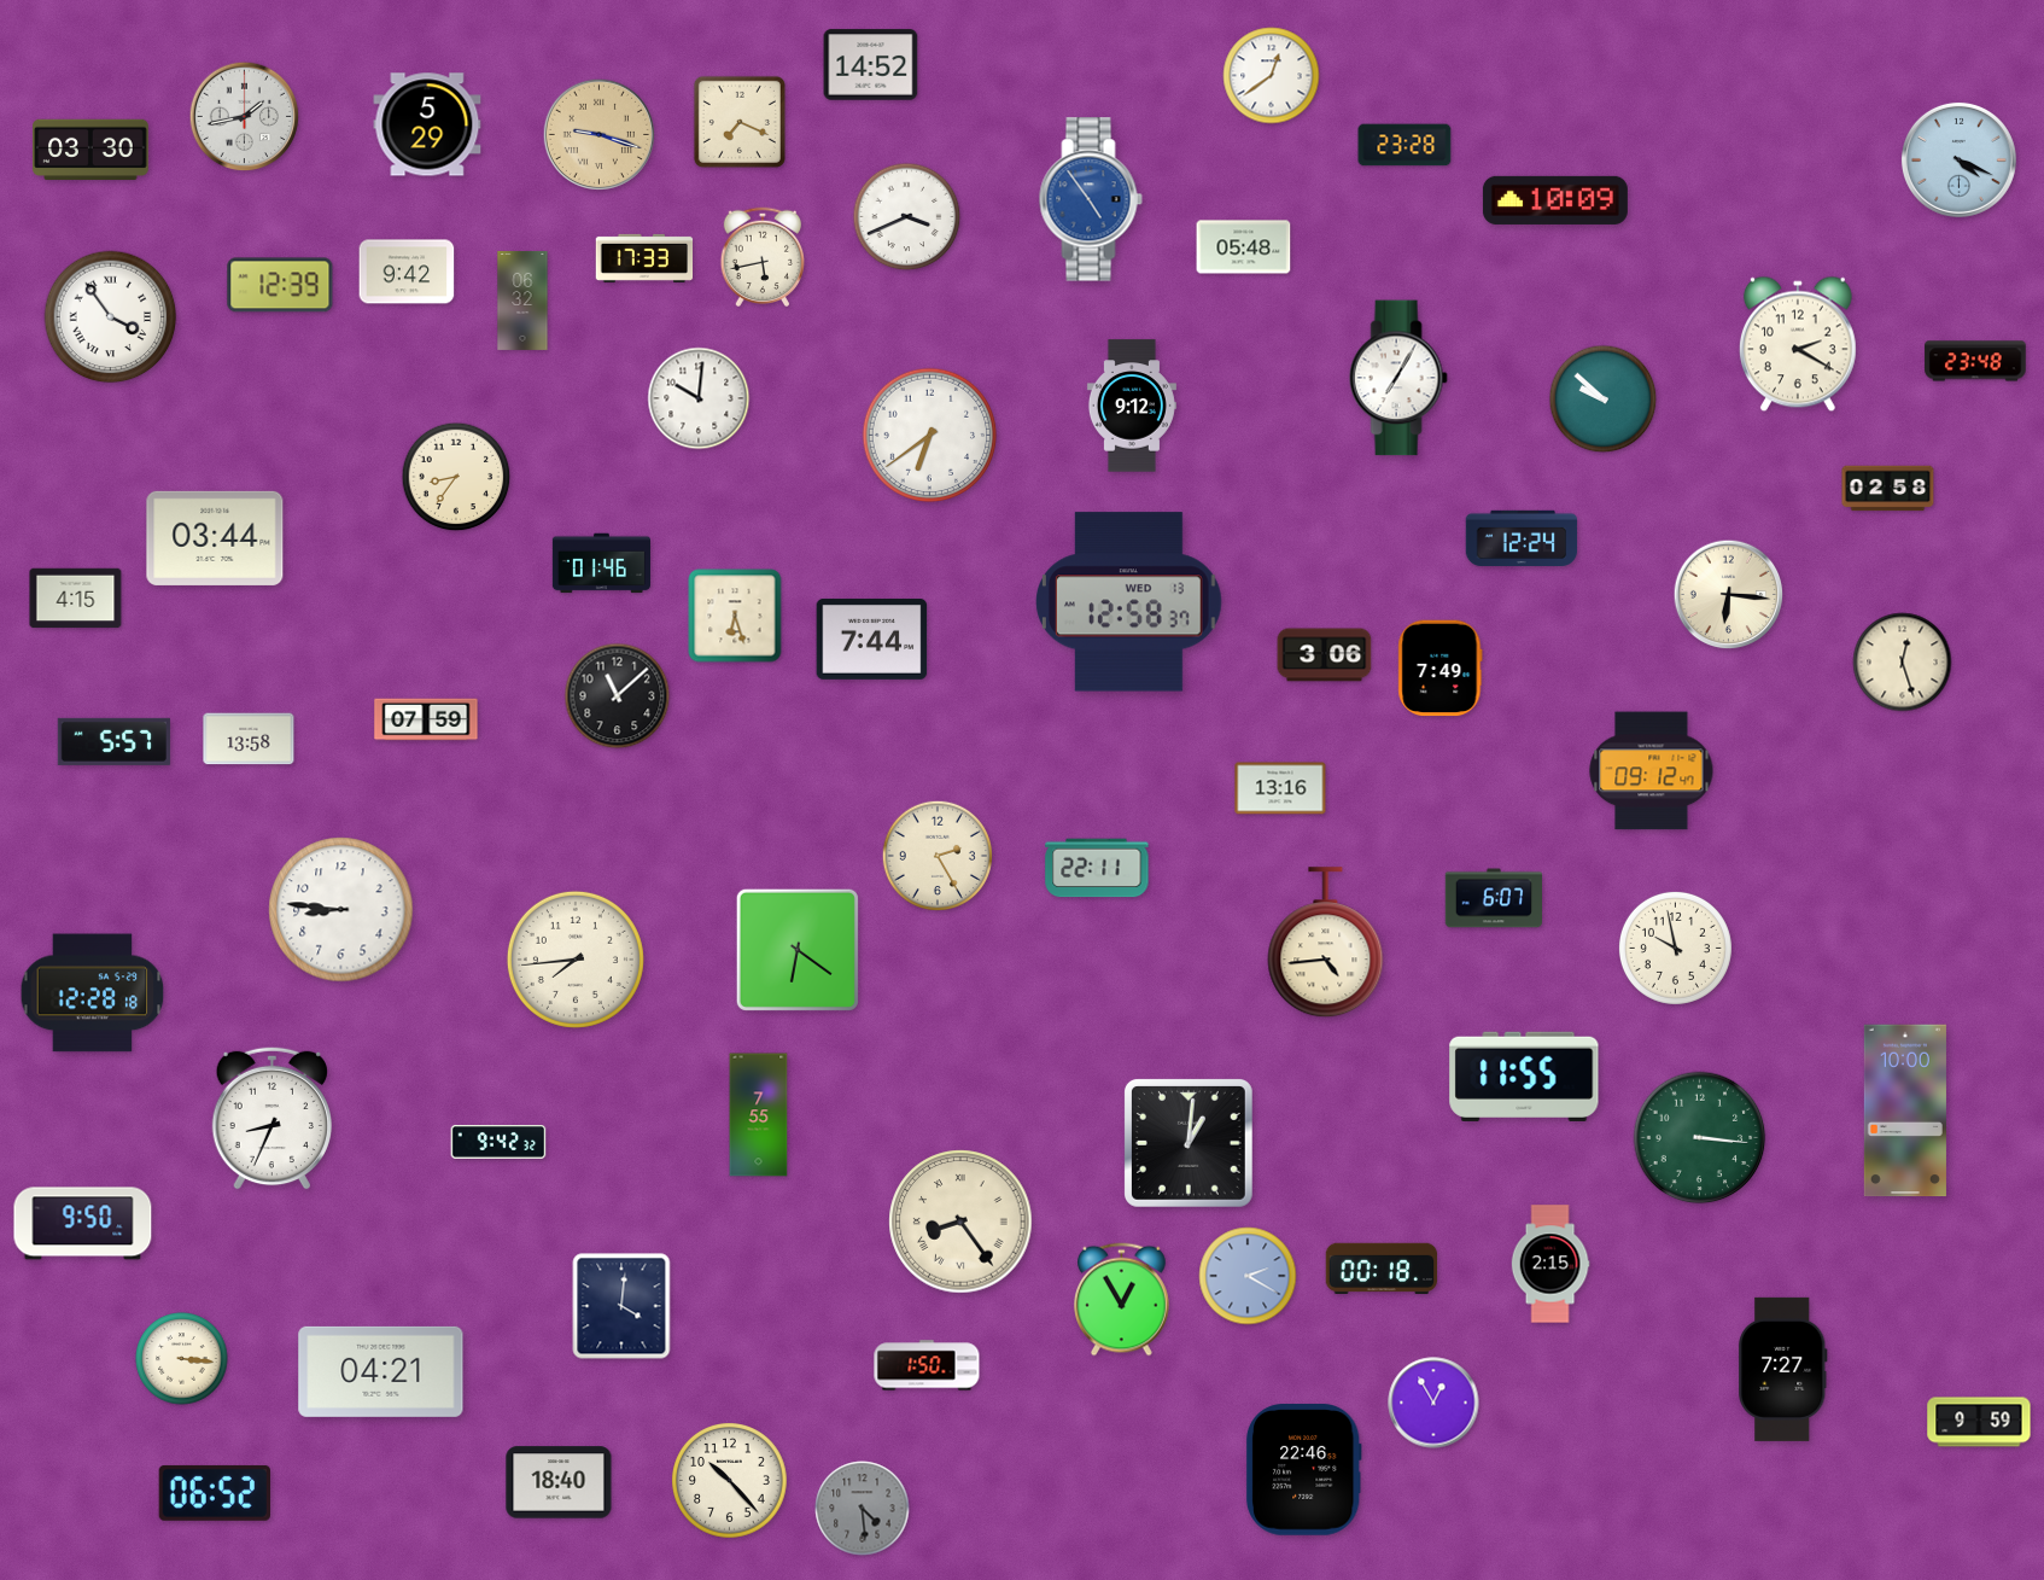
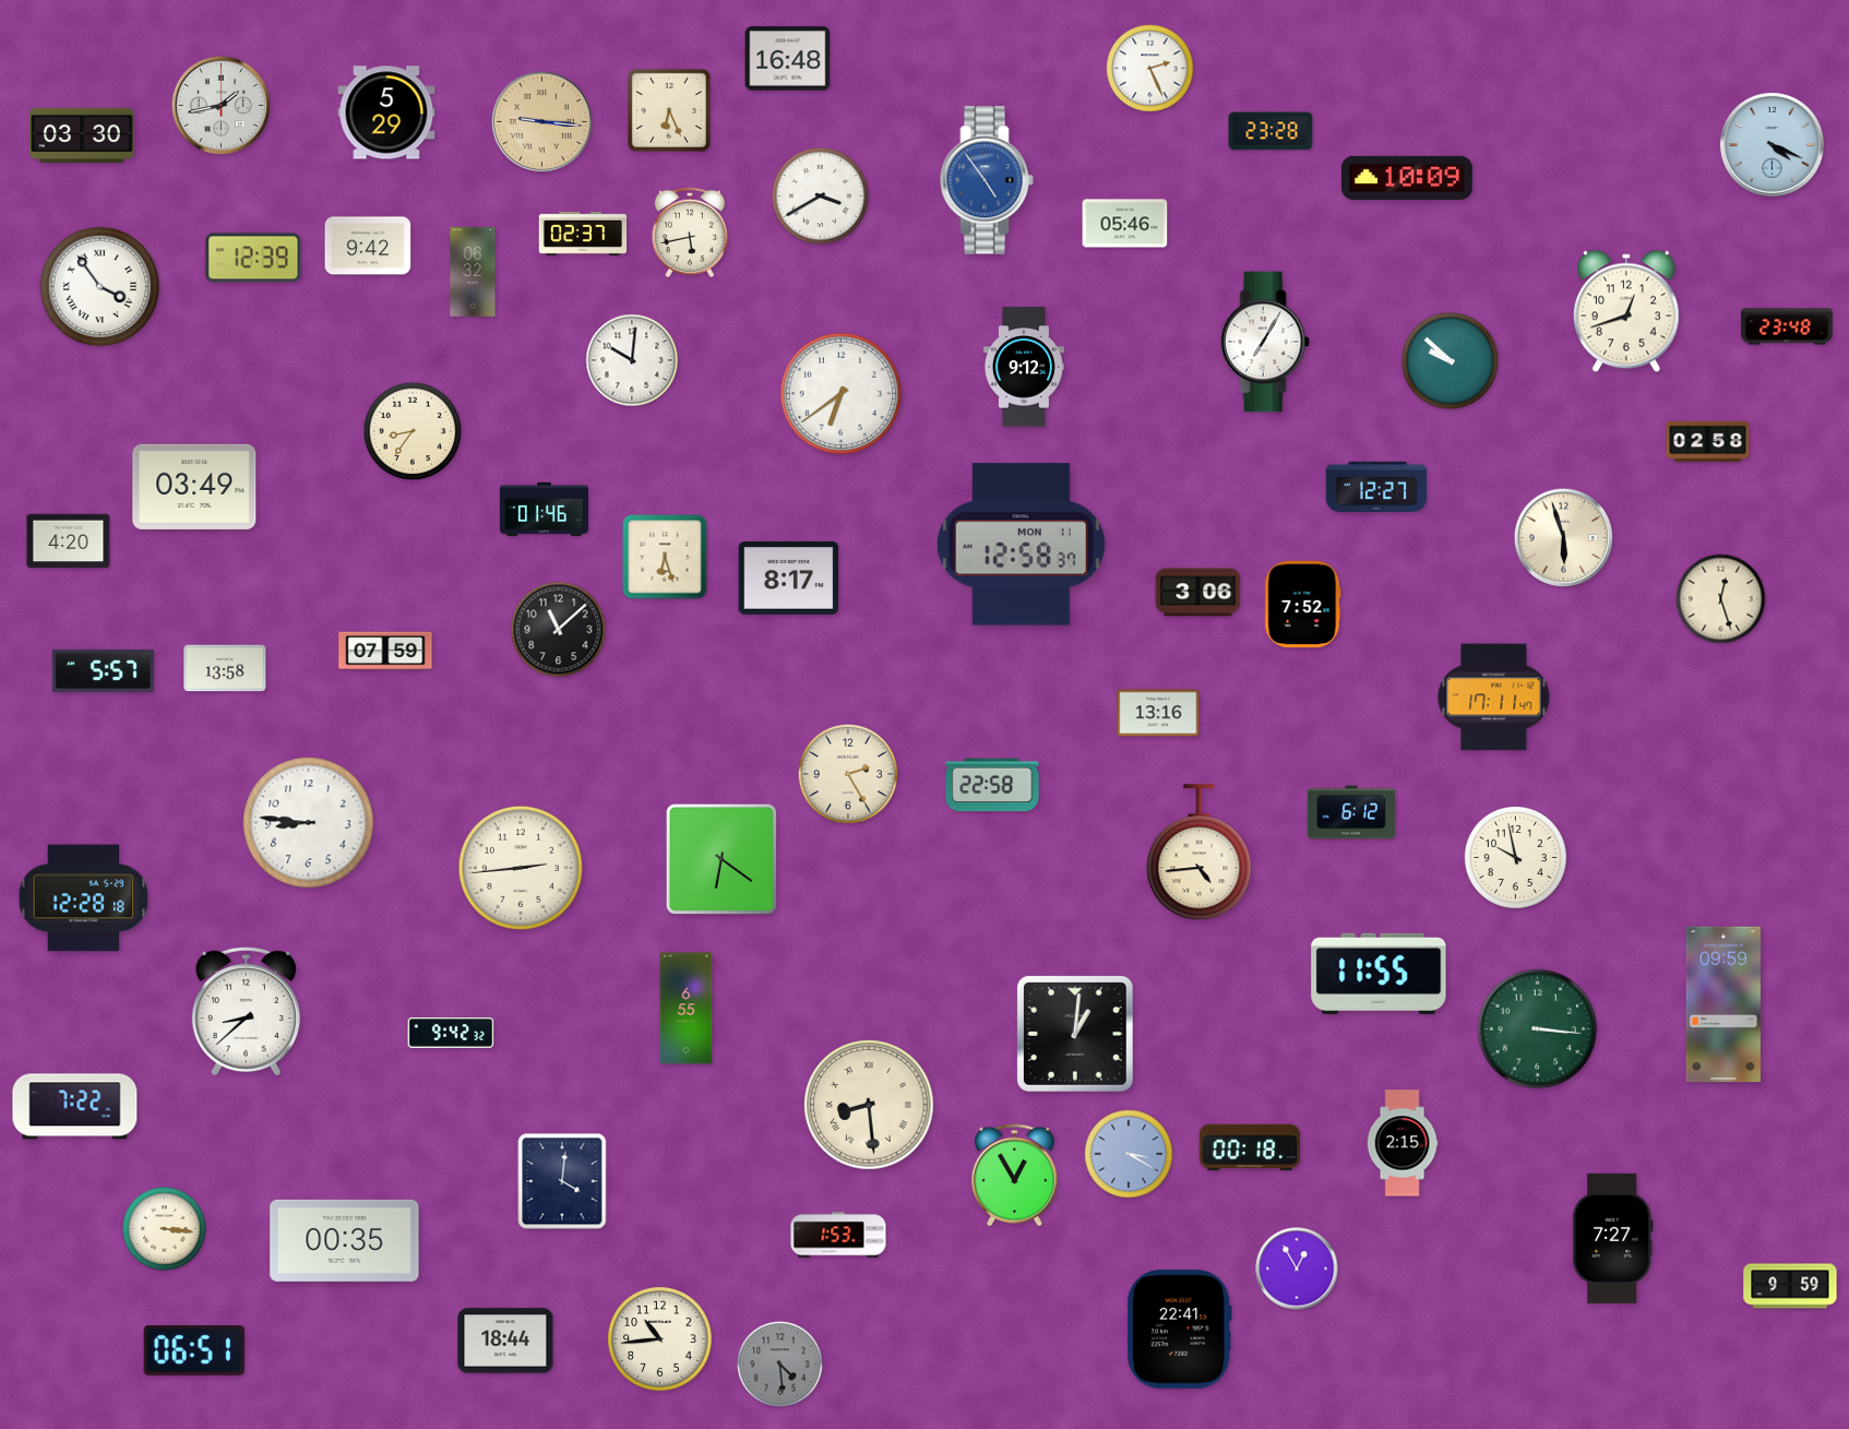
clock at (871, 65): 14:52 -> 16:48
clock at (1272, 76): 12:39 -> 2:26
clock at (740, 122): 7:19 -> 6:26
clock at (598, 134): 9:18 -> 9:16
clock at (1555, 200) position: (1555, 200) -> (1407, 178)
clock at (907, 217): 3:41 -> 3:40
clock at (1244, 247): 05:48 -> 05:46
clock at (644, 258): 17:33 -> 02:37
clock at (1798, 344): 2:20 -> 12:42
clock at (215, 538): 03:44 -> 03:49
clock at (1522, 538): 12:24 -> 12:27
clock at (1729, 595): 6:16 -> 5:57
clock at (76, 599): 4:15 -> 4:20
clock at (1128, 602) date: WED 13 -> MON 11
clock at (872, 639): 7:44 -> 8:17
clock at (1441, 669): 7:49 -> 7:52
clock at (1652, 771): 09:12 -> 17:11
clock at (1097, 868): 22:11 -> 22:58
clock at (1493, 898): 6:07 -> 6:12
clock at (576, 960): 7:44 -> 2:44
clock at (1905, 1110): 10:00 -> 09:59
clock at (759, 1115): 7:55 -> 6:55
clock at (271, 1118): 8:34 -> 8:38
clock at (960, 1222): 8:24 -> 8:29
clock at (83, 1224): 9:50 -> 7:22
clock at (1248, 1276): 2:20 -> 3:20
clock at (927, 1365): 1:50 -> 1:53
clock at (381, 1371): 04:21 -> 00:35
clock at (1303, 1470): 22:46 -> 22:41
clock at (730, 1481): 10:23 -> 10:44
clock at (559, 1482): 18:40 -> 18:44
clock at (215, 1493): 06:52 -> 06:51
